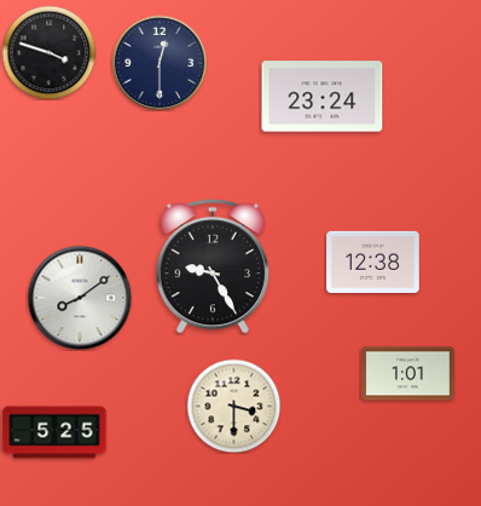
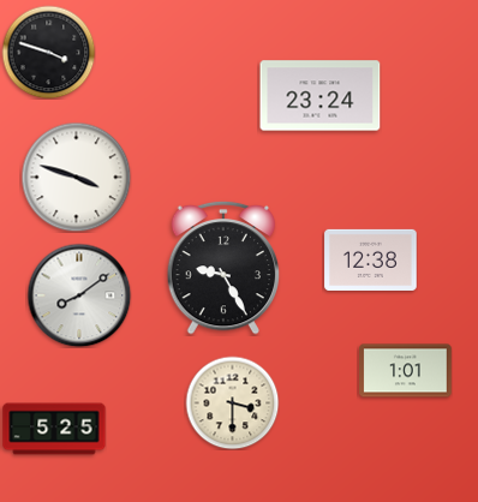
clock at (160, 63): 12:30 -> none
clock at (76, 177): none -> 3:48
clock at (213, 266) position: (213, 266) -> (223, 268)
